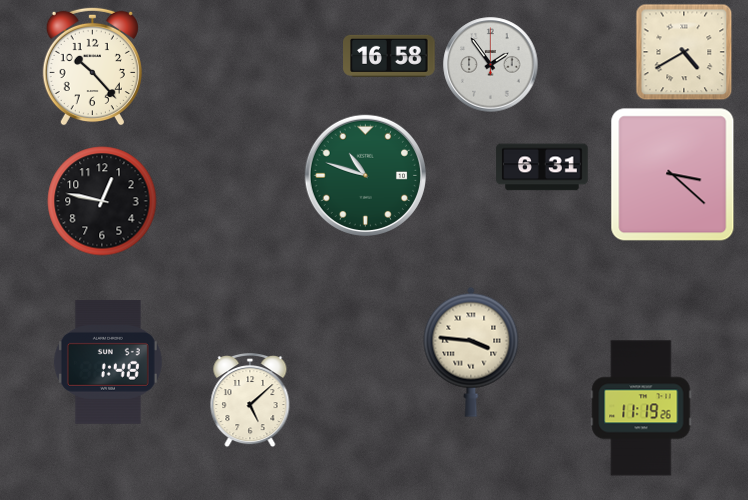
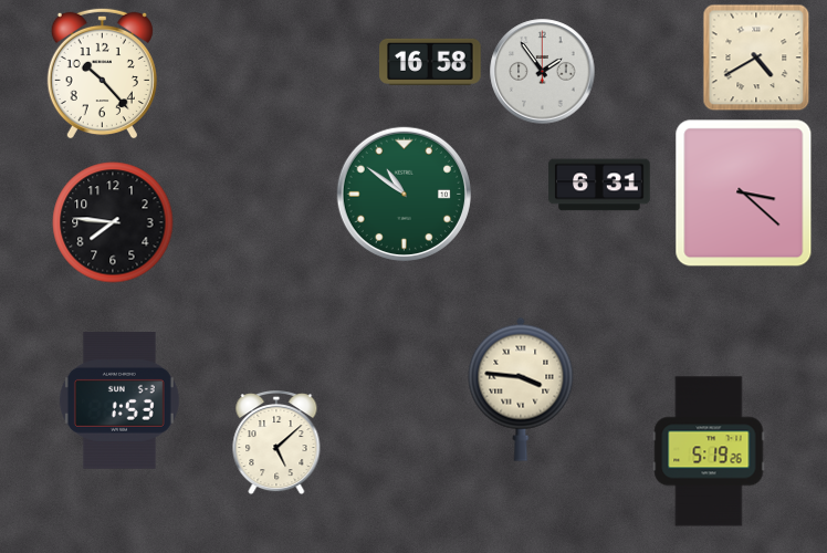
clock at (365, 175): 10:48 -> 10:51
clock at (102, 201): 12:47 -> 7:46
clock at (108, 362): 1:48 -> 1:53
clock at (641, 408): 11:19 -> 5:19
